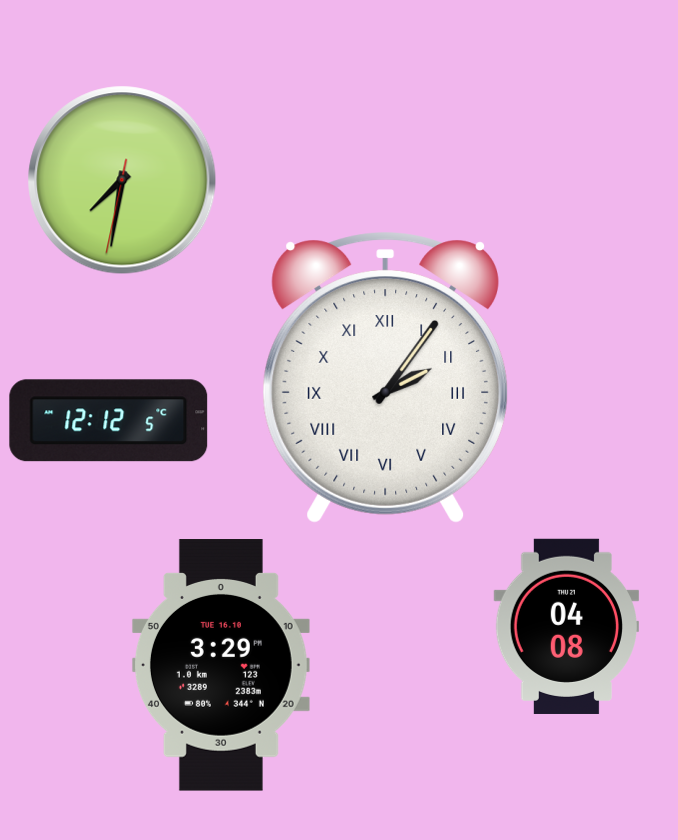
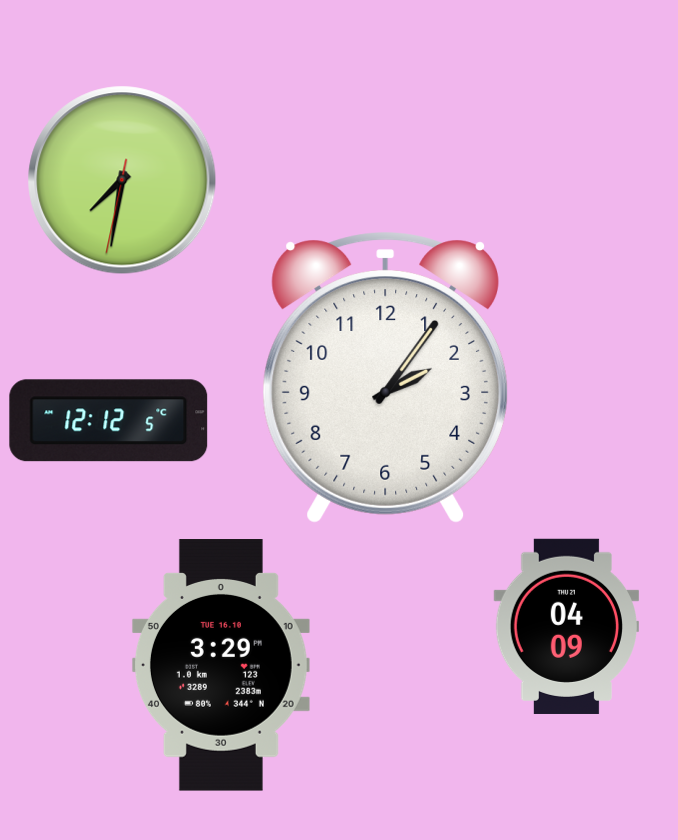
clock at (385, 377) numerals: Roman -> Arabic
clock at (566, 626): 04:08 -> 04:09
